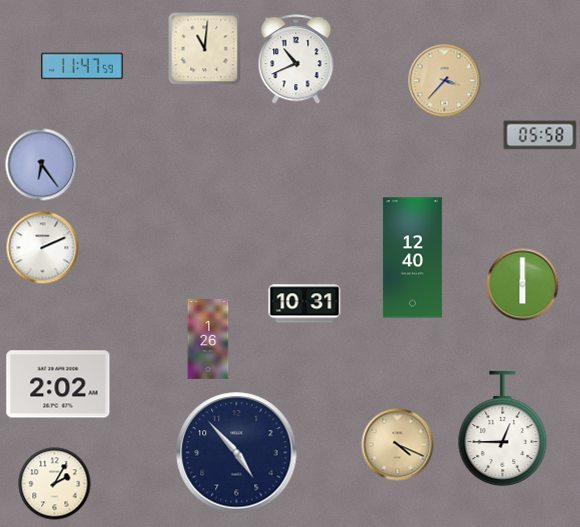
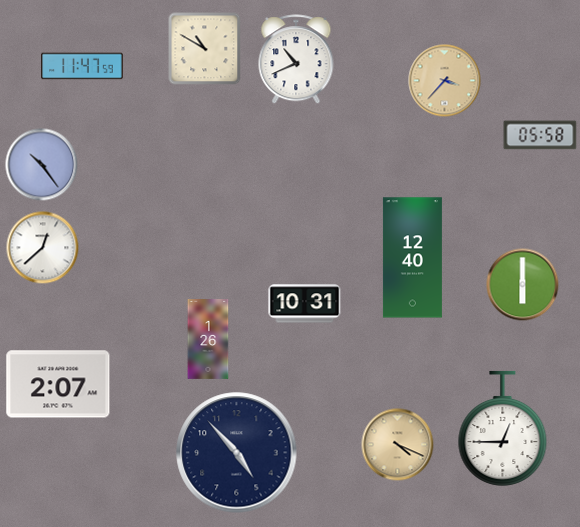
clock at (205, 49): 11:01 -> 10:50
clock at (42, 165): 6:24 -> 10:24
clock at (43, 248): 2:11 -> 12:38
clock at (58, 384): 2:02 -> 2:07
clock at (55, 484): 2:05 -> none
